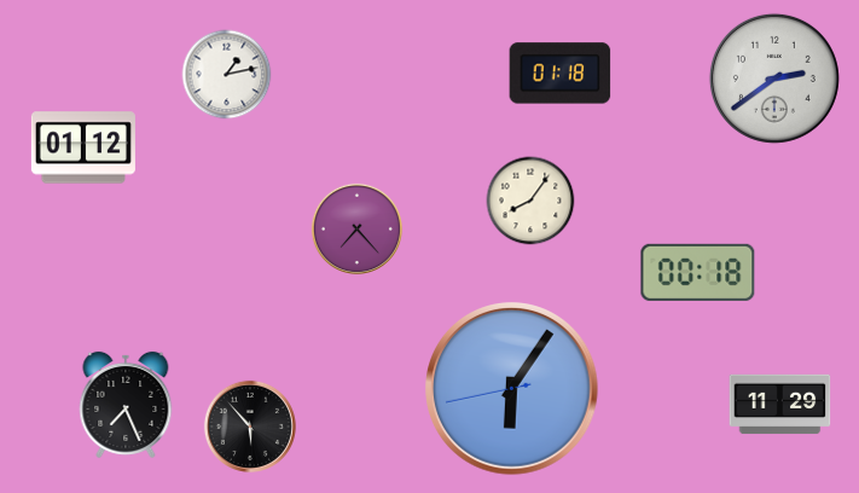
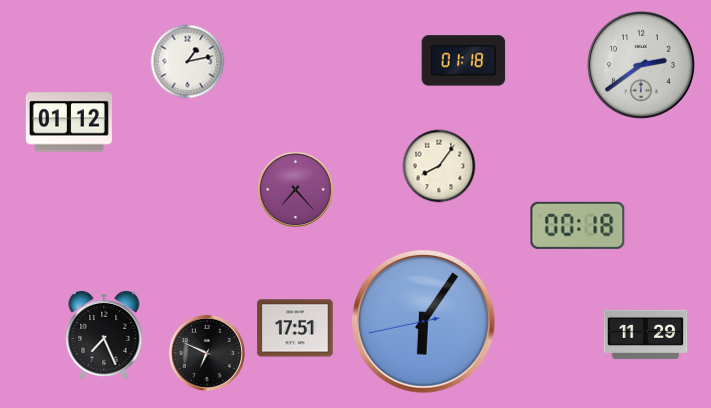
clock at (295, 328): none -> 17:51
clock at (250, 427): 5:53 -> 6:49
